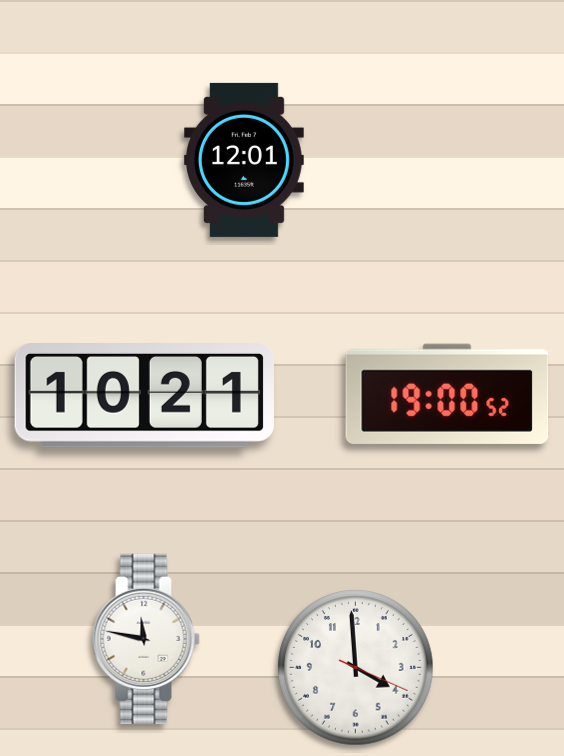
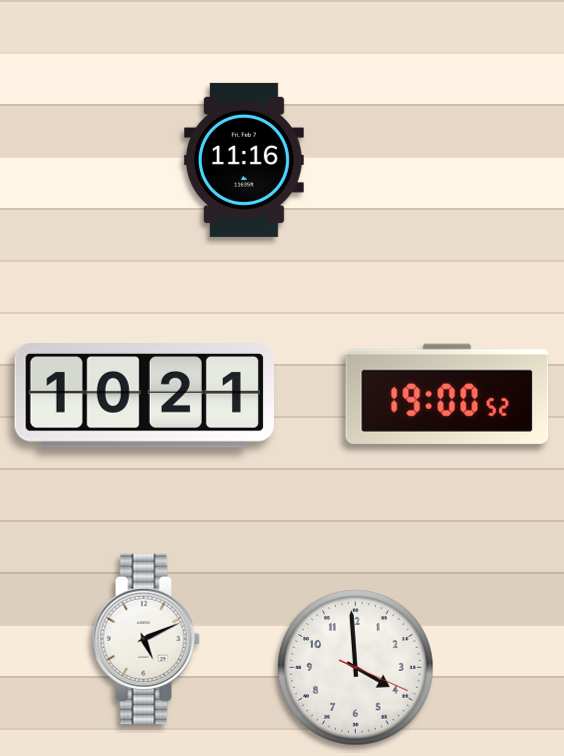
clock at (244, 160): 12:01 -> 11:16
clock at (146, 639): 11:47 -> 5:11
